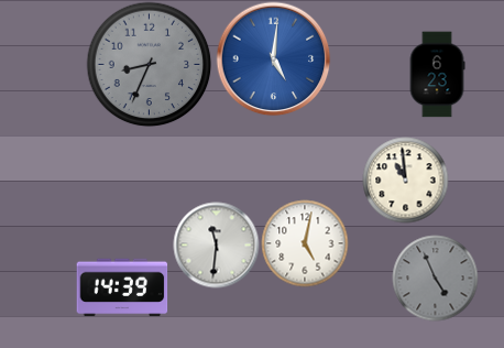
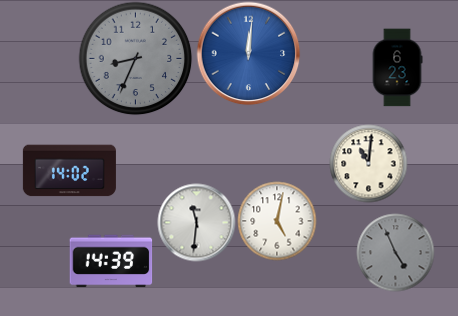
clock at (273, 58): 5:01 -> 12:01
clock at (405, 180): 10:59 -> 11:01
clock at (69, 171): none -> 14:02
